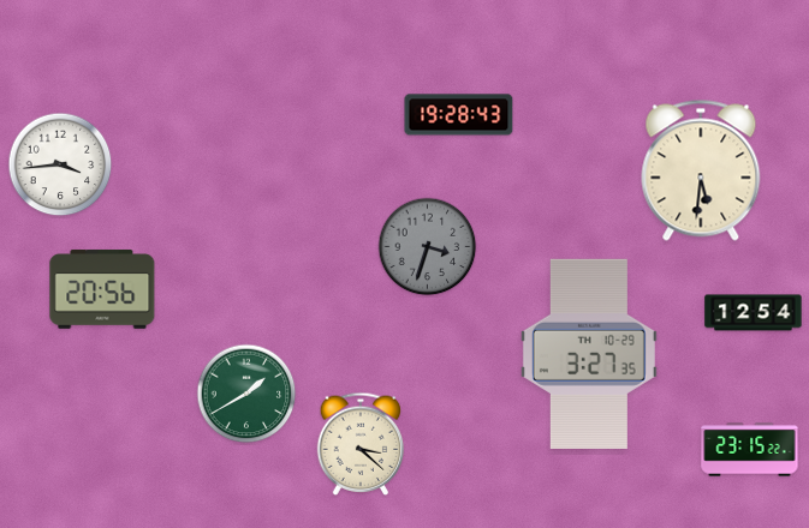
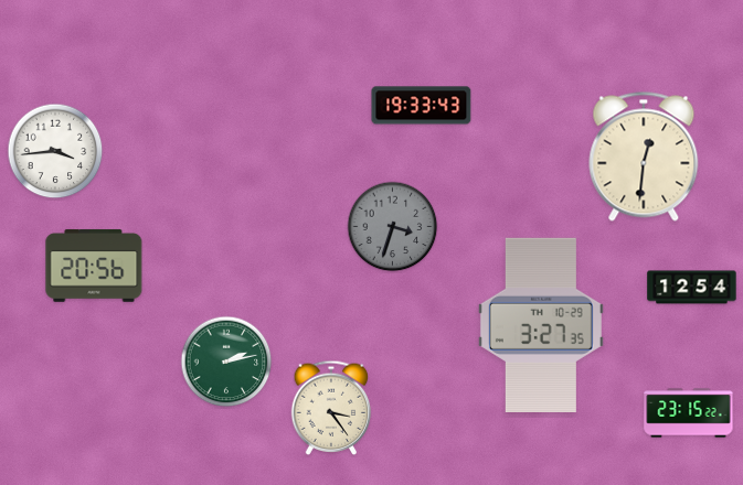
clock at (459, 115): 19:28 -> 19:33
clock at (701, 170): 5:31 -> 12:31
clock at (246, 394): 1:40 -> 2:13
clock at (361, 444): 3:22 -> 3:24
